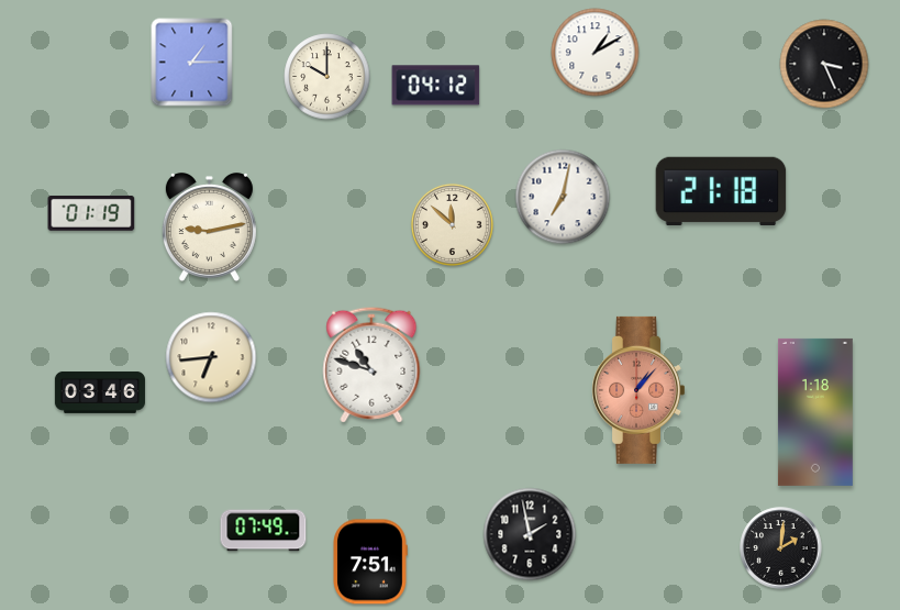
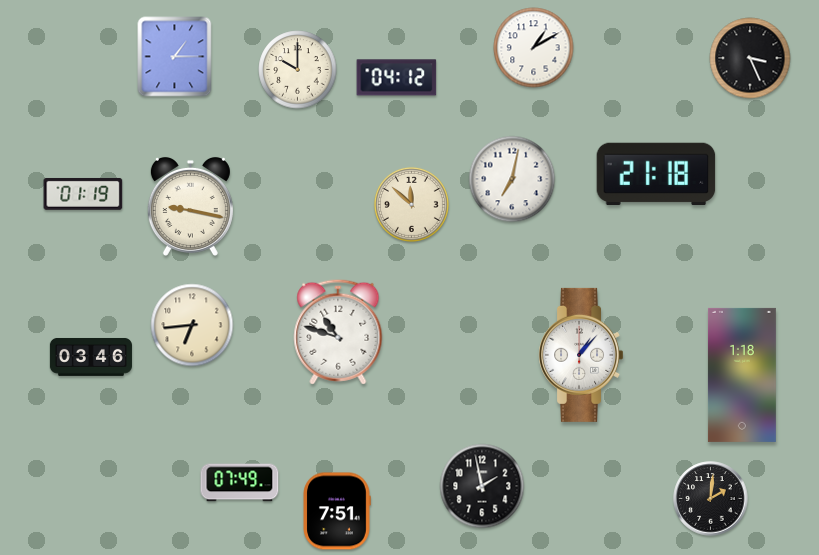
clock at (596, 53) position: (596, 53) -> (534, 48)
clock at (209, 226): 9:13 -> 9:17
clock at (638, 390) dial: salmon -> white
